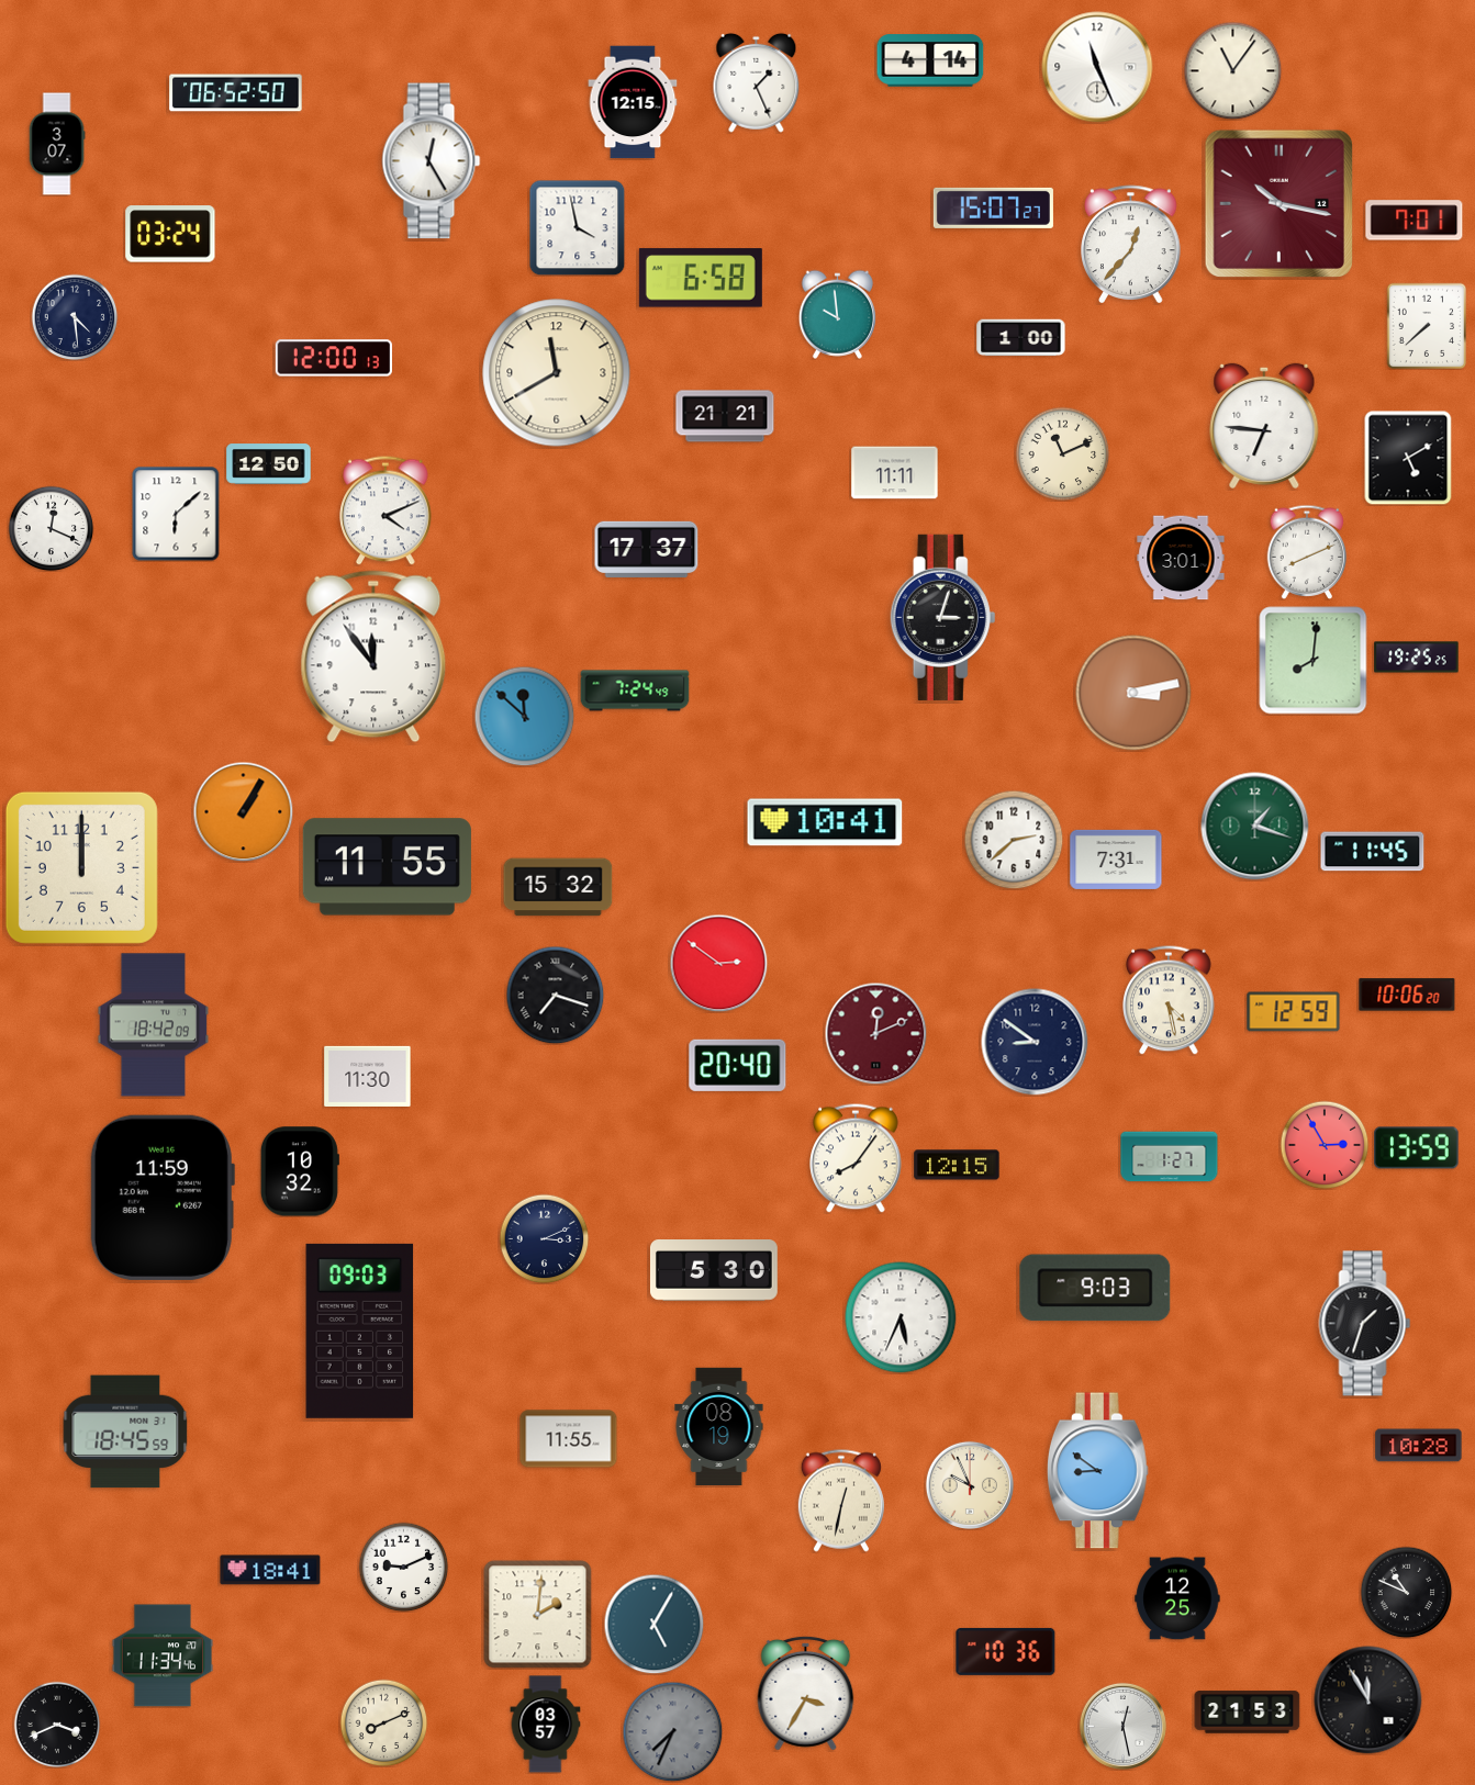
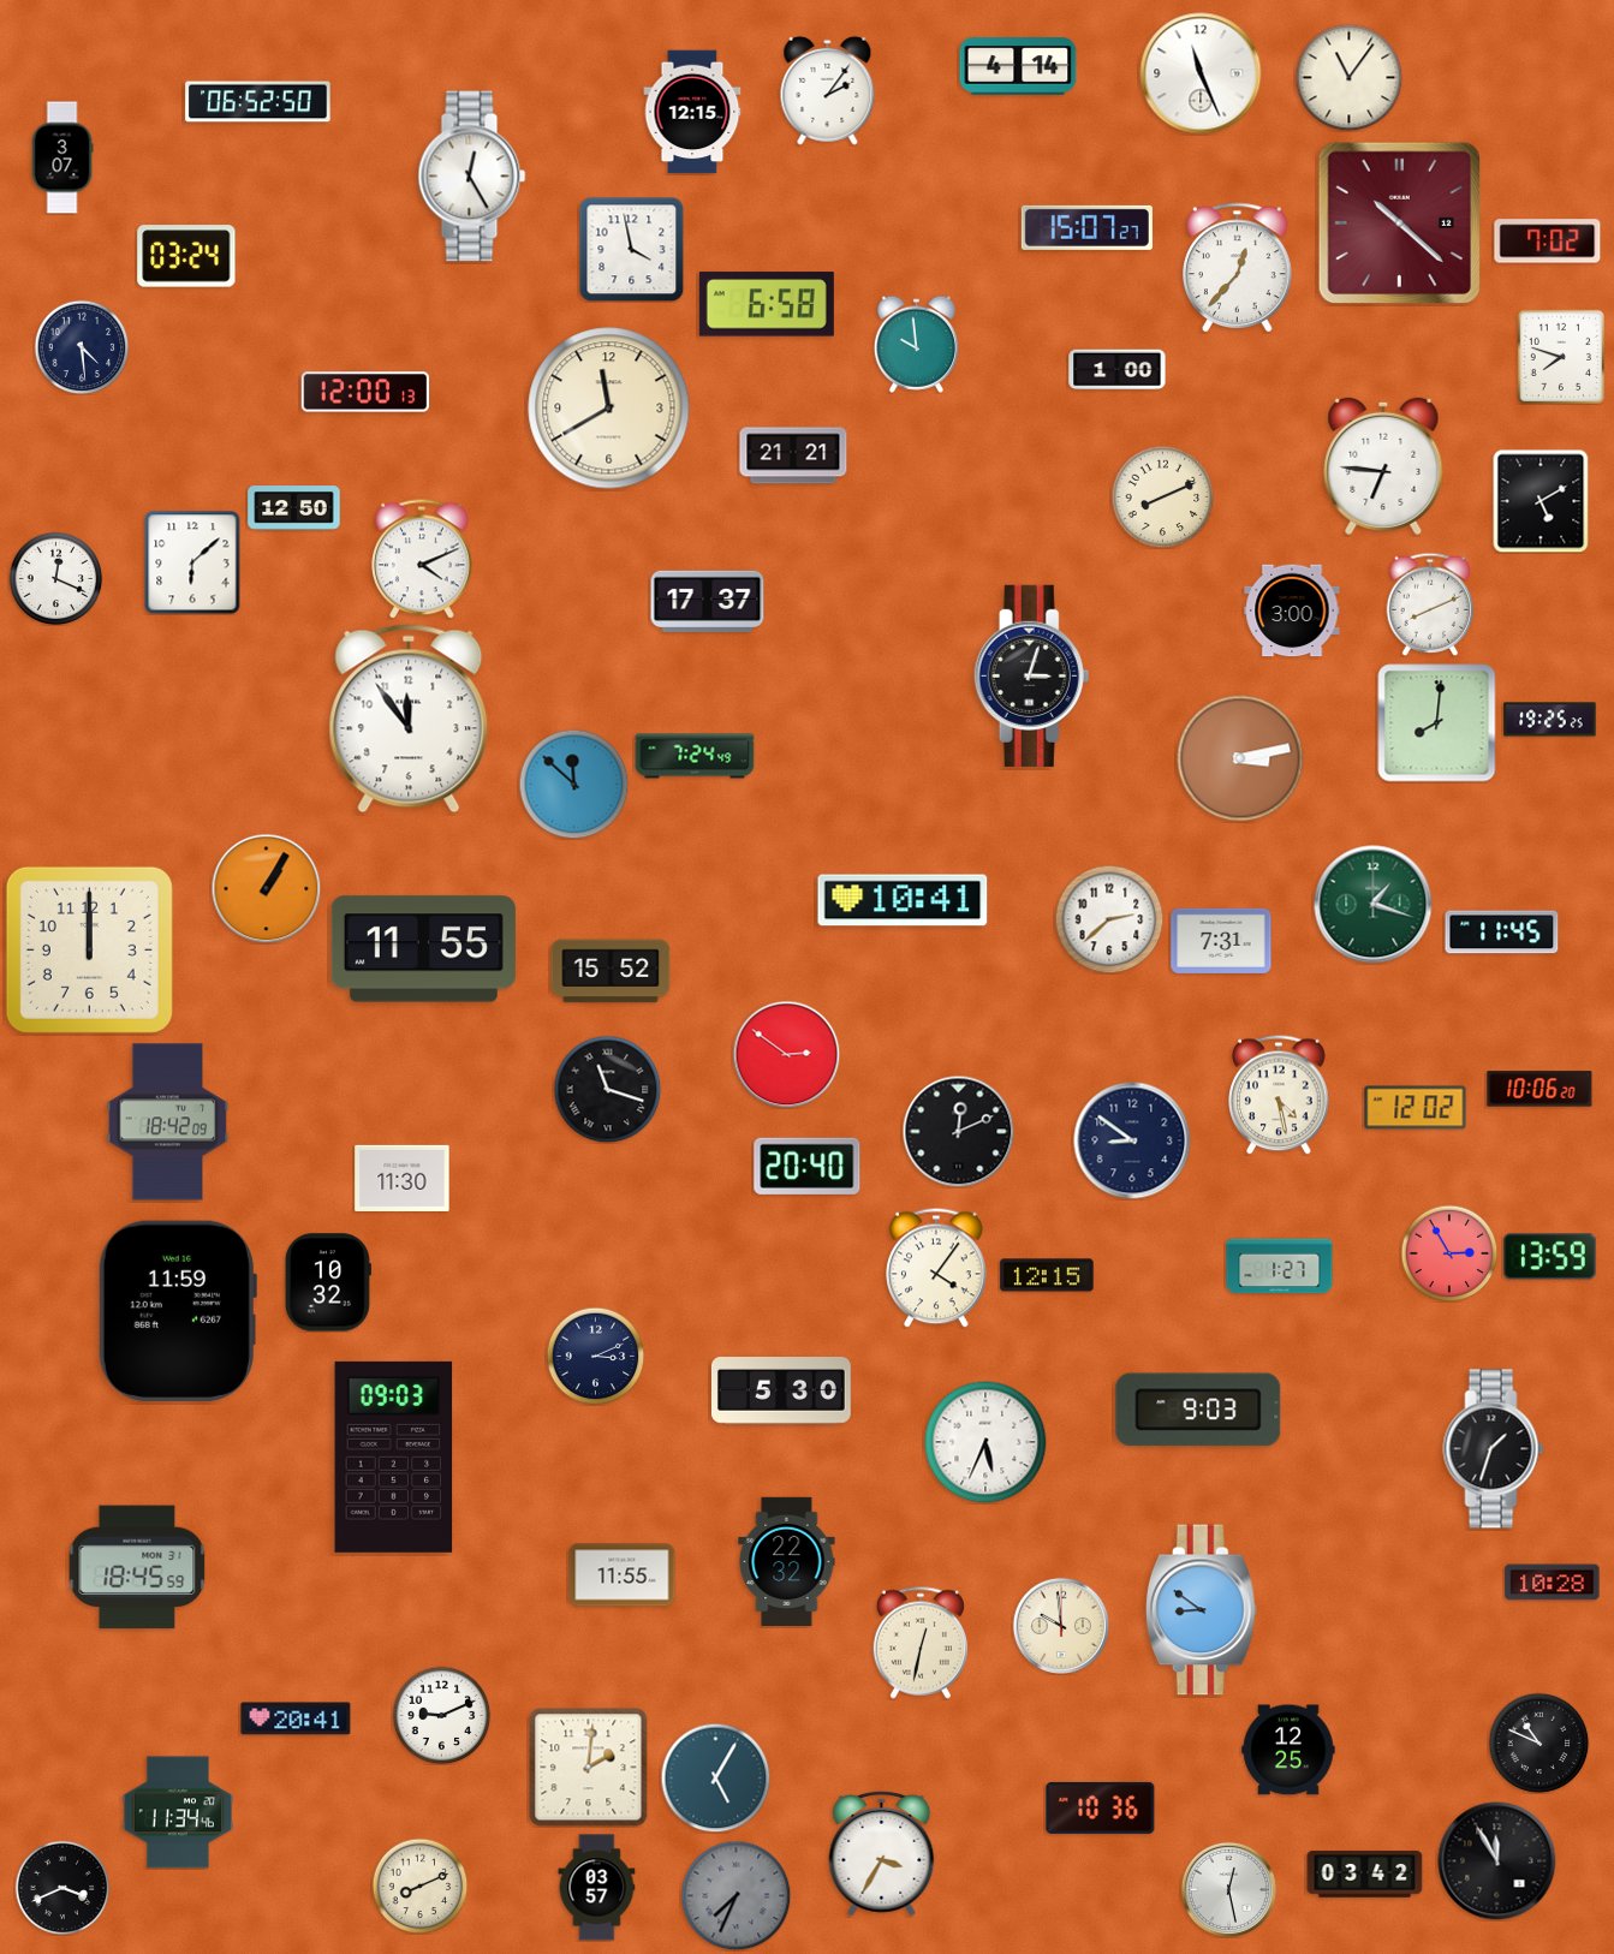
clock at (757, 82): 1:26 -> 2:06
clock at (1278, 203): 10:17 -> 10:22
clock at (1415, 221): 7:01 -> 7:02
clock at (1427, 326): 7:38 -> 7:48
clock at (1062, 453): 11:11 -> 8:11
clock at (895, 473): 11:11 -> none
clock at (1181, 558): 3:01 -> 3:00
clock at (558, 887): 15:32 -> 15:52
clock at (555, 995): 7:18 -> 11:18
clock at (1294, 1012): 12:59 -> 12:02
clock at (875, 1033) dial: burgundy -> black
clock at (856, 1158): 8:06 -> 4:06
clock at (719, 1426): 08:19 -> 22:32
clock at (969, 1484): 9:56 -> 9:59
clock at (270, 1570): 18:41 -> 20:41
clock at (1248, 1713): 21:53 -> 03:42
